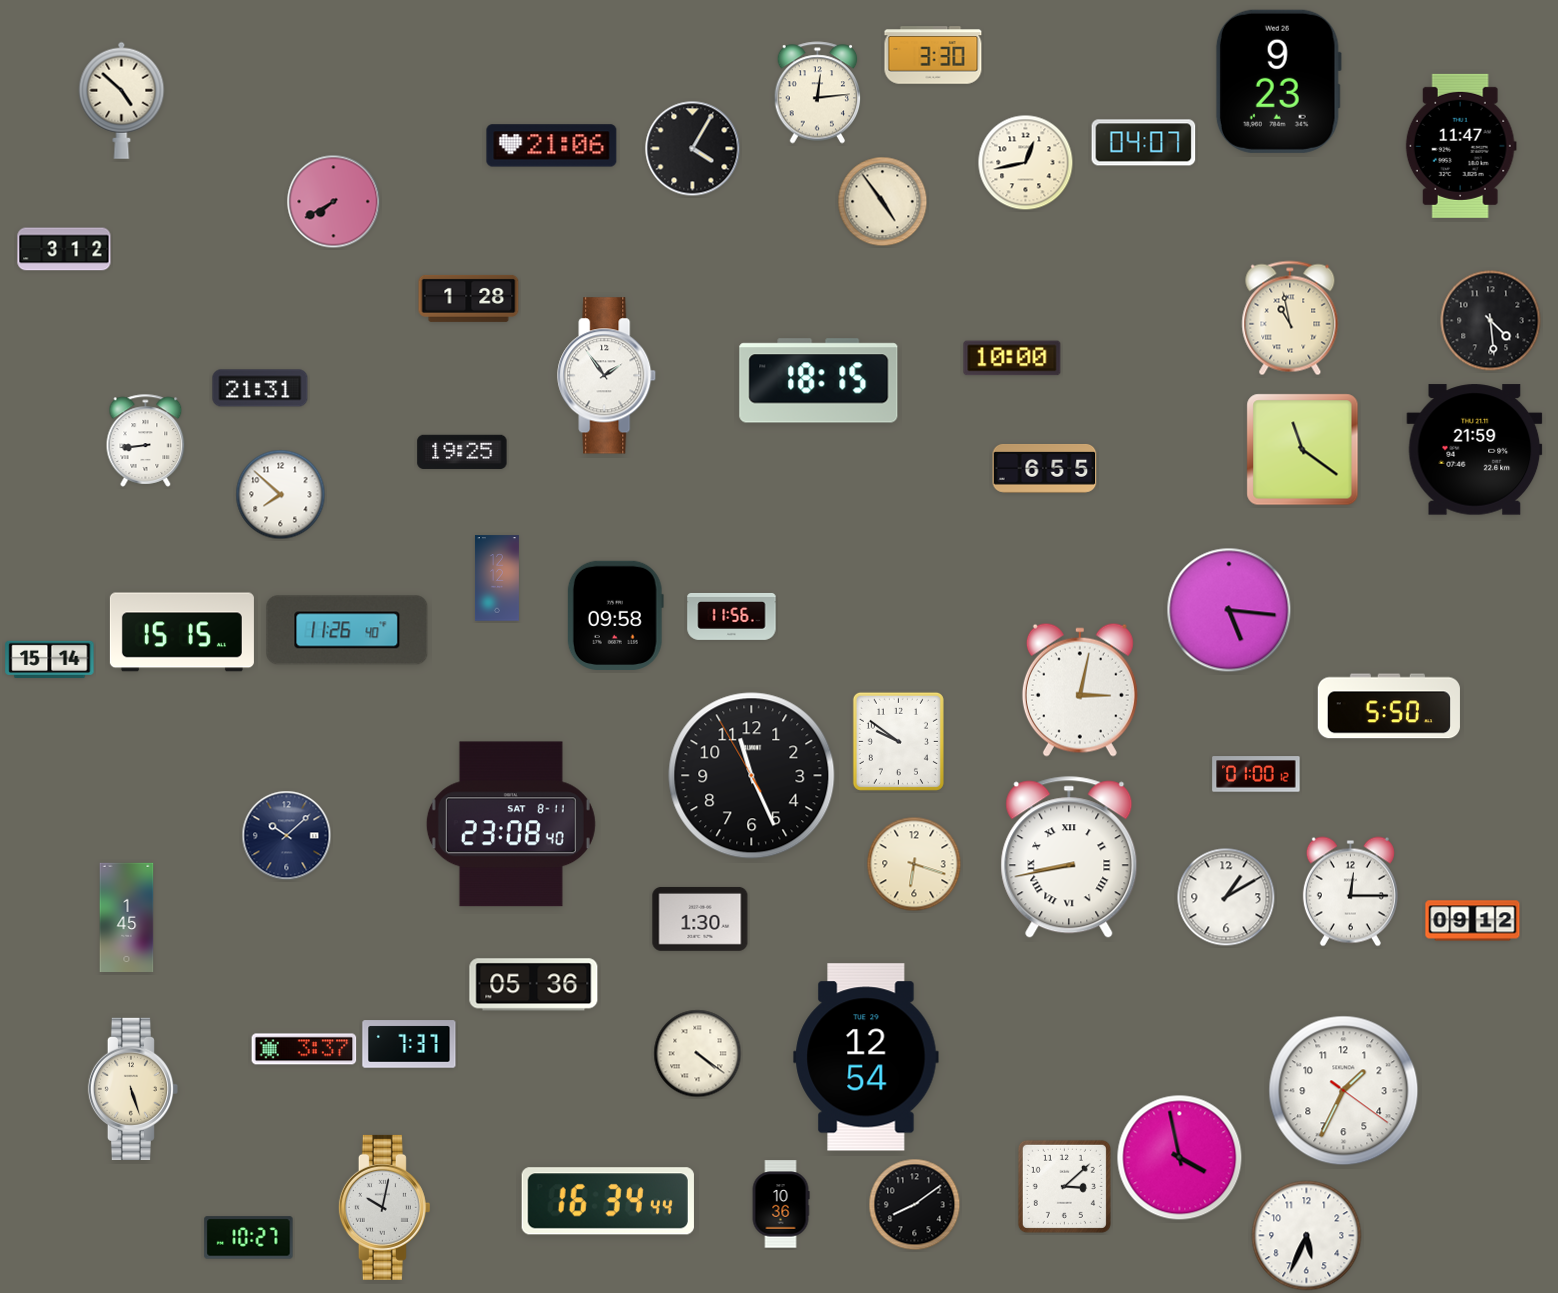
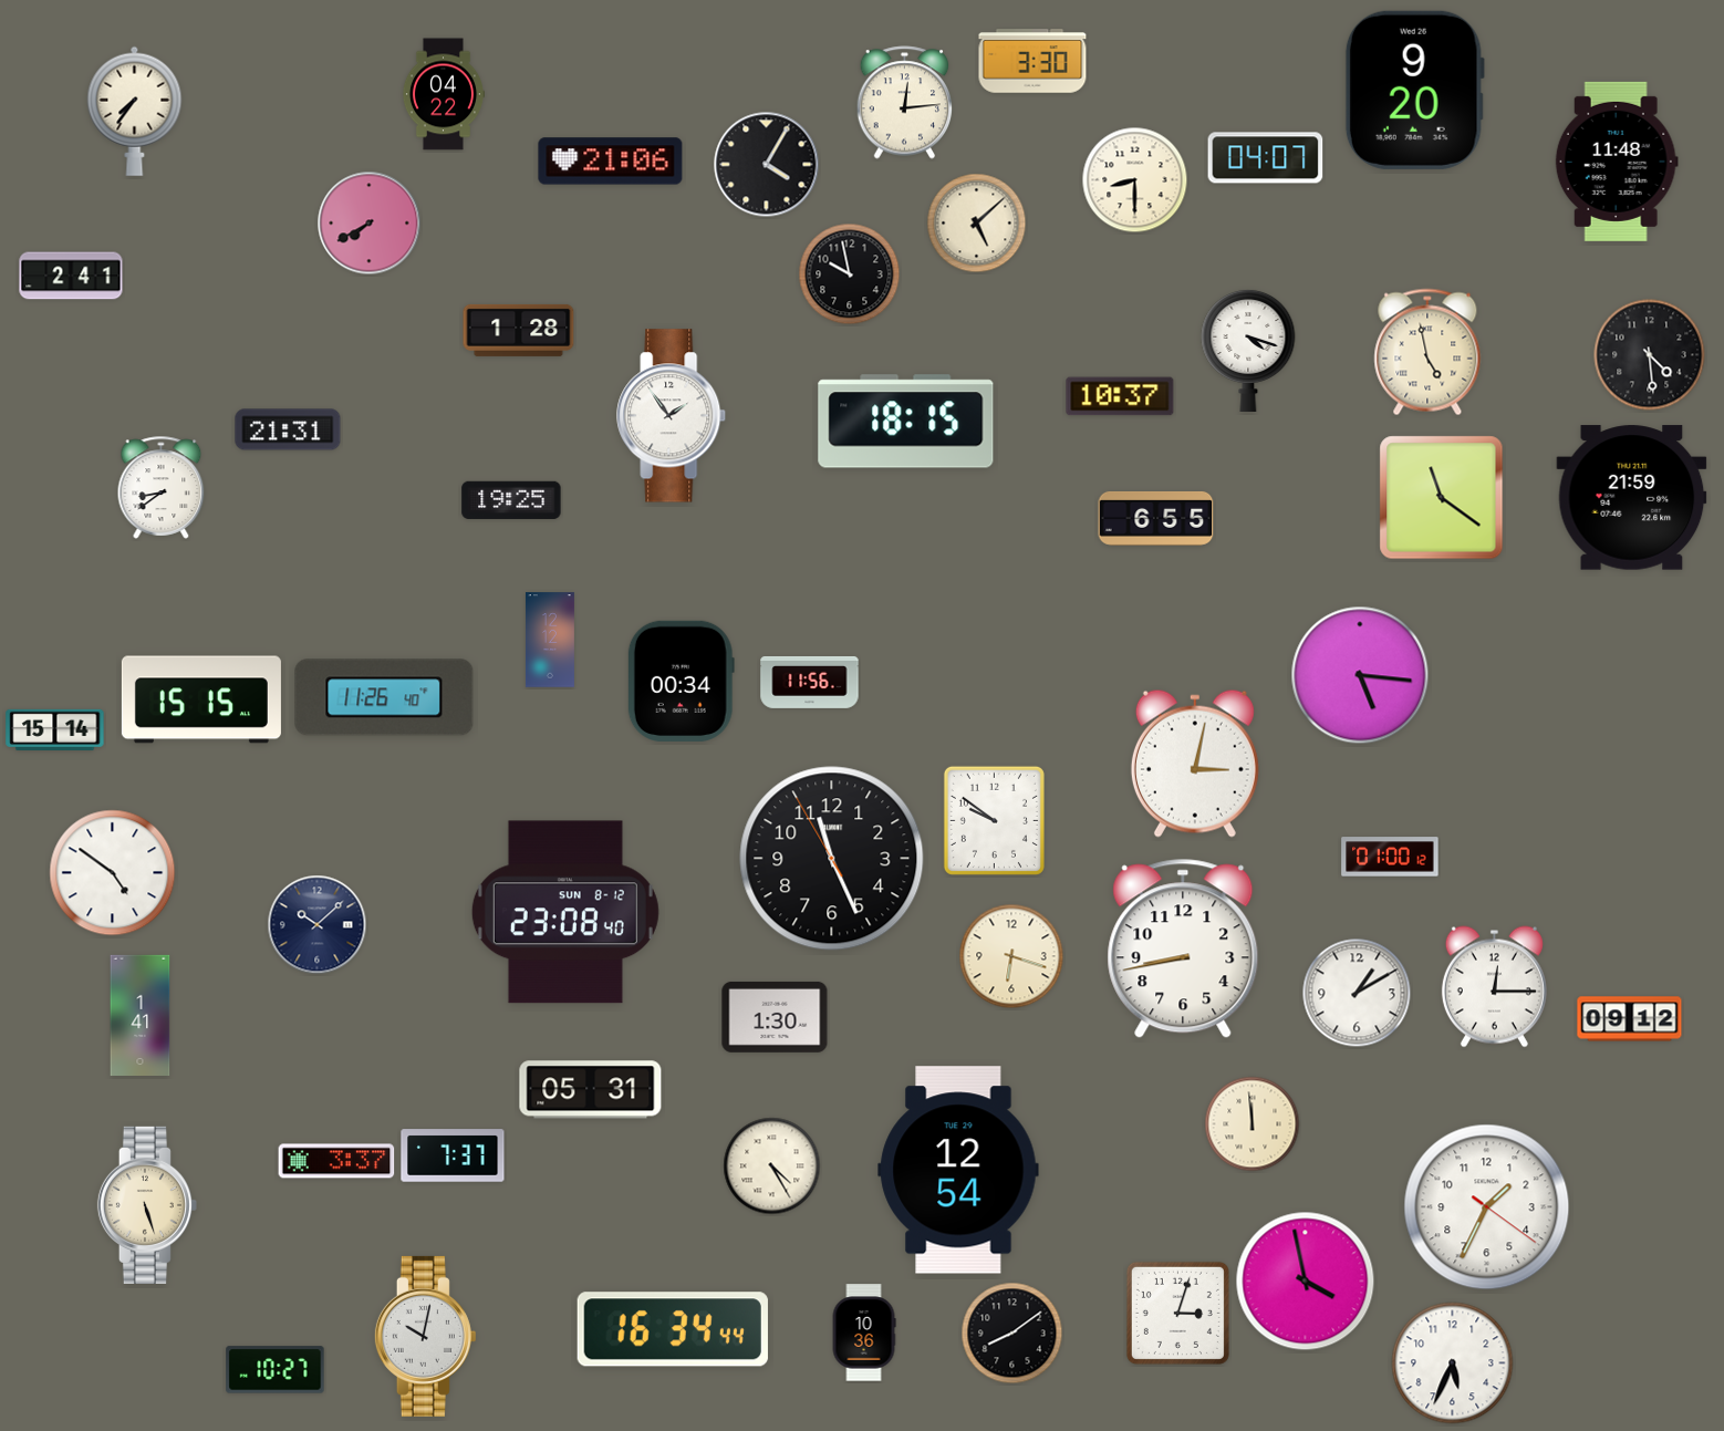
clock at (1278, 81): 9:23 -> 9:20
clock at (443, 94): none -> 04:22
clock at (122, 100): 4:52 -> 7:36
clock at (1461, 146): 11:47 -> 11:48
clock at (1026, 163): 12:43 -> 8:30
clock at (883, 202): 4:54 -> 5:08
clock at (850, 274): none -> 9:58
clock at (64, 249): 3:12 -> 2:41
clock at (1248, 350): none -> 4:18
clock at (1290, 318): 10:58 -> 4:58
clock at (1012, 358): 10:00 -> 10:37
clock at (146, 440): 8:44 -> 8:39
clock at (281, 495): 7:52 -> none
clock at (615, 615): 09:58 -> 00:34
clock at (1389, 706): 5:50 -> none
clock at (113, 873): none -> 4:51
clock at (511, 824) date: SAT 8-11 -> SUN 8-12
clock at (1069, 857) numerals: Roman -> Arabic
clock at (127, 918): 1:45 -> 1:41
clock at (534, 985): 05:36 -> 05:31
clock at (1253, 1124): none -> 11:59
clock at (698, 1054): 4:21 -> 4:25
clock at (1064, 1186): 3:08 -> 3:03
clock at (1307, 1236) position: (1307, 1236) -> (1453, 1363)
